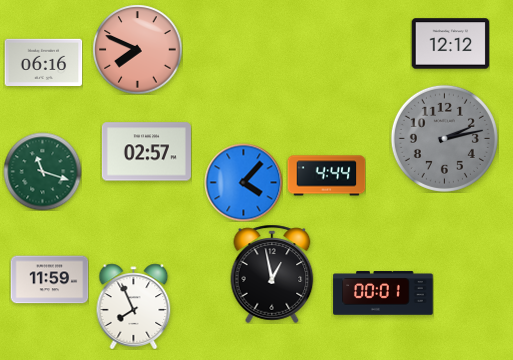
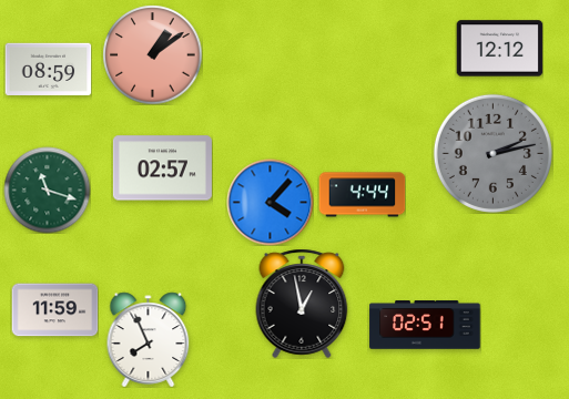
clock at (137, 49): 7:49 -> 1:09
clock at (43, 62): 06:16 -> 08:59
clock at (383, 293): 00:01 -> 02:51
